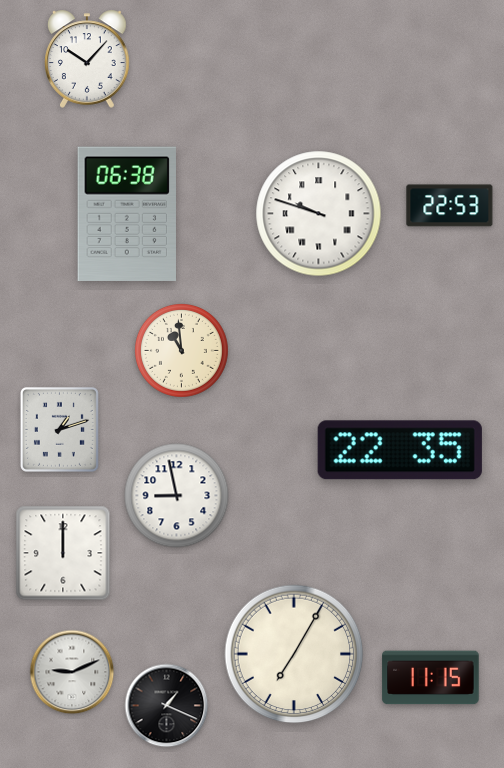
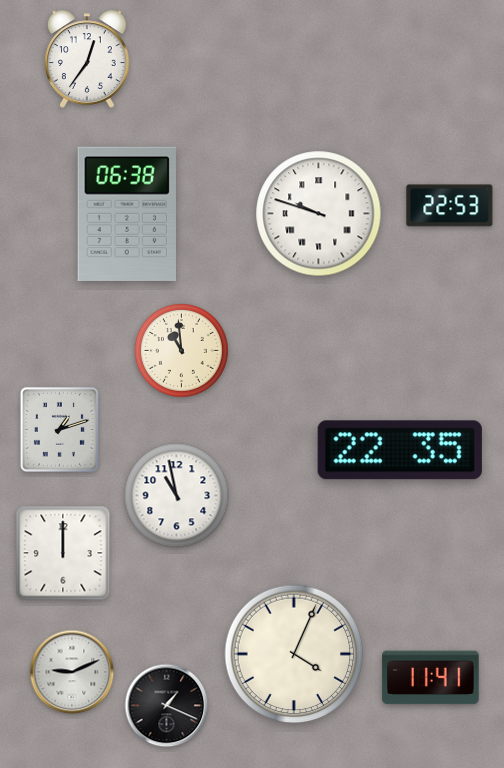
clock at (88, 59): 10:07 -> 12:36
clock at (177, 496): 8:58 -> 10:58
clock at (294, 654): 7:05 -> 4:04
clock at (431, 678): 11:15 -> 11:41
